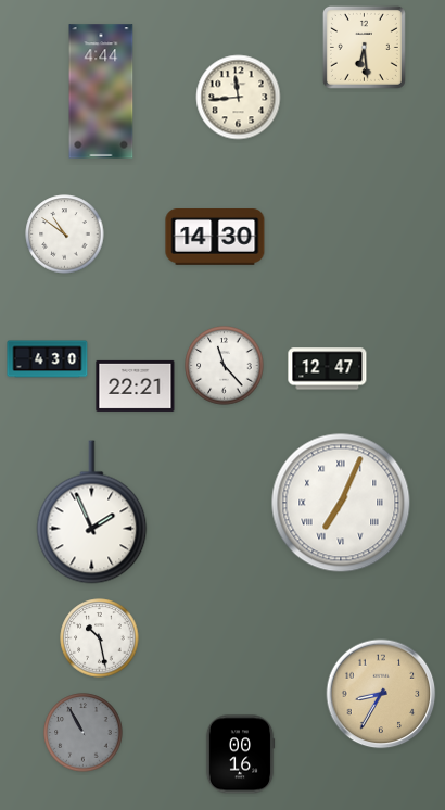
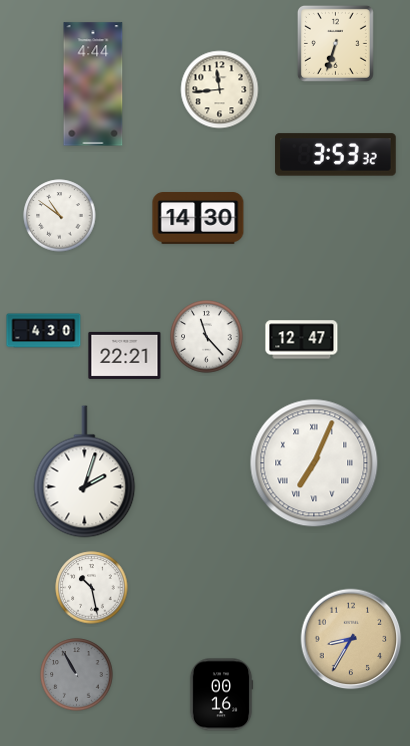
clock at (364, 47): 6:29 -> 6:33
clock at (336, 155): none -> 3:53
clock at (92, 512): 1:56 -> 2:03
